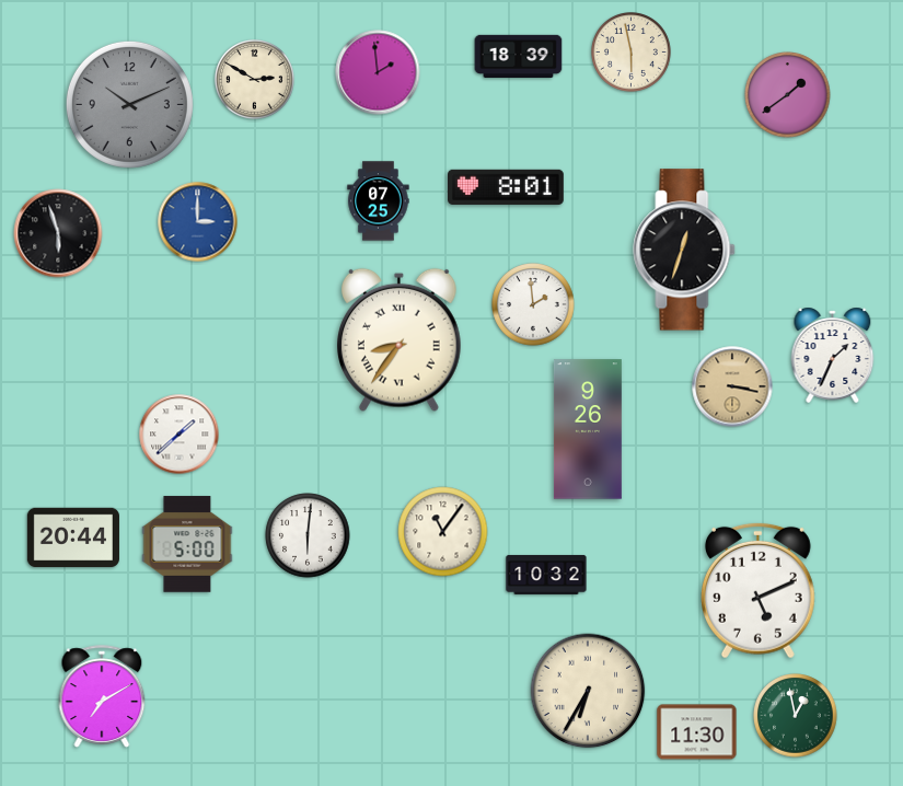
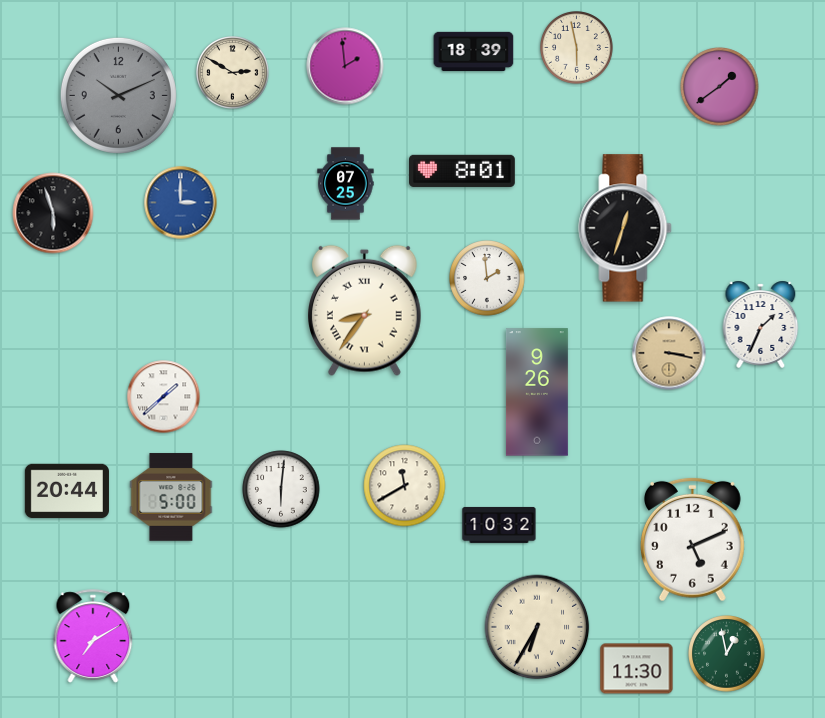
clock at (443, 532): 11:06 -> 11:40
clock at (588, 691) position: (588, 691) -> (537, 627)
